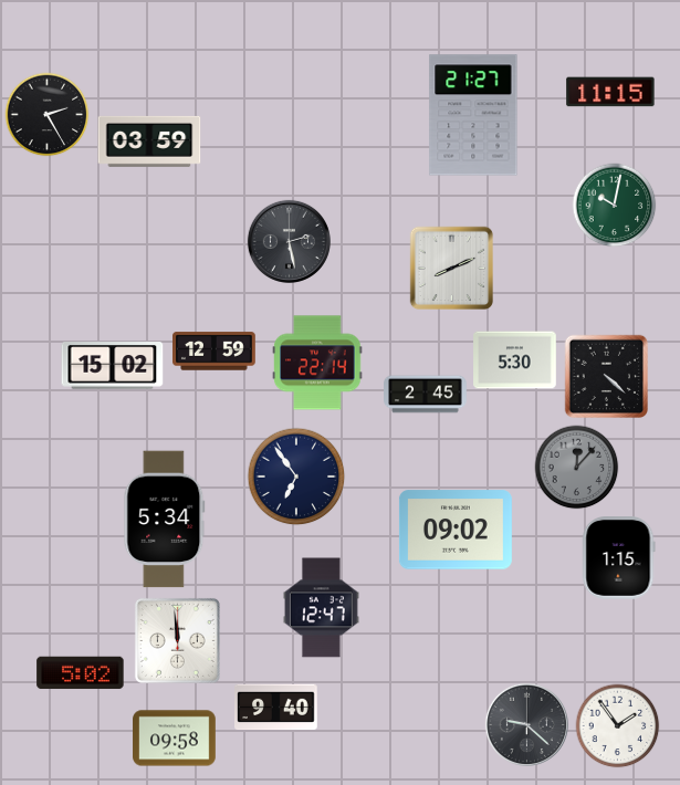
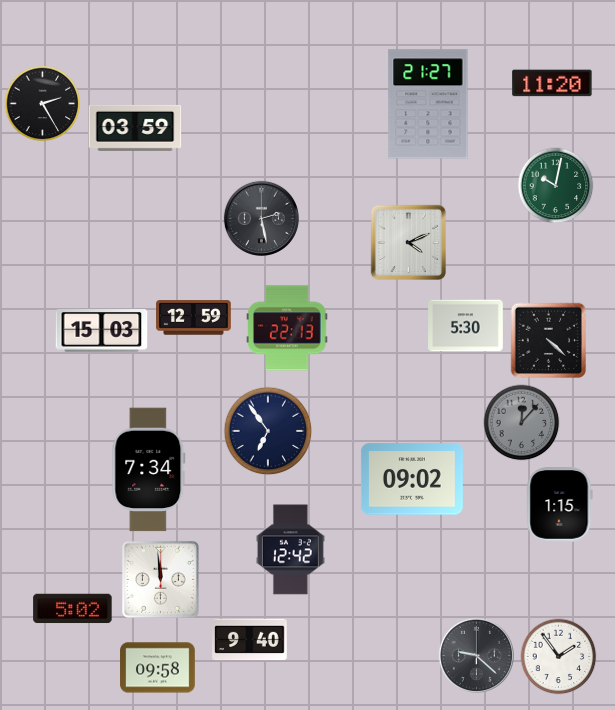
clock at (610, 92): 11:15 -> 11:20
clock at (451, 268): 8:11 -> 4:11
clock at (317, 363): 22:14 -> 22:13
clock at (113, 366): 15:02 -> 15:03
clock at (426, 395): 2:45 -> none
clock at (165, 520): 5:34 -> 7:34
clock at (321, 608): 12:47 -> 12:42
